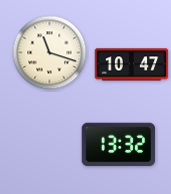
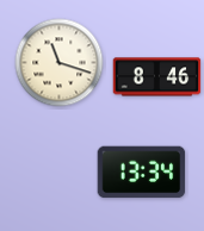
clock at (132, 65): 10:47 -> 8:46
clock at (119, 145): 13:32 -> 13:34
